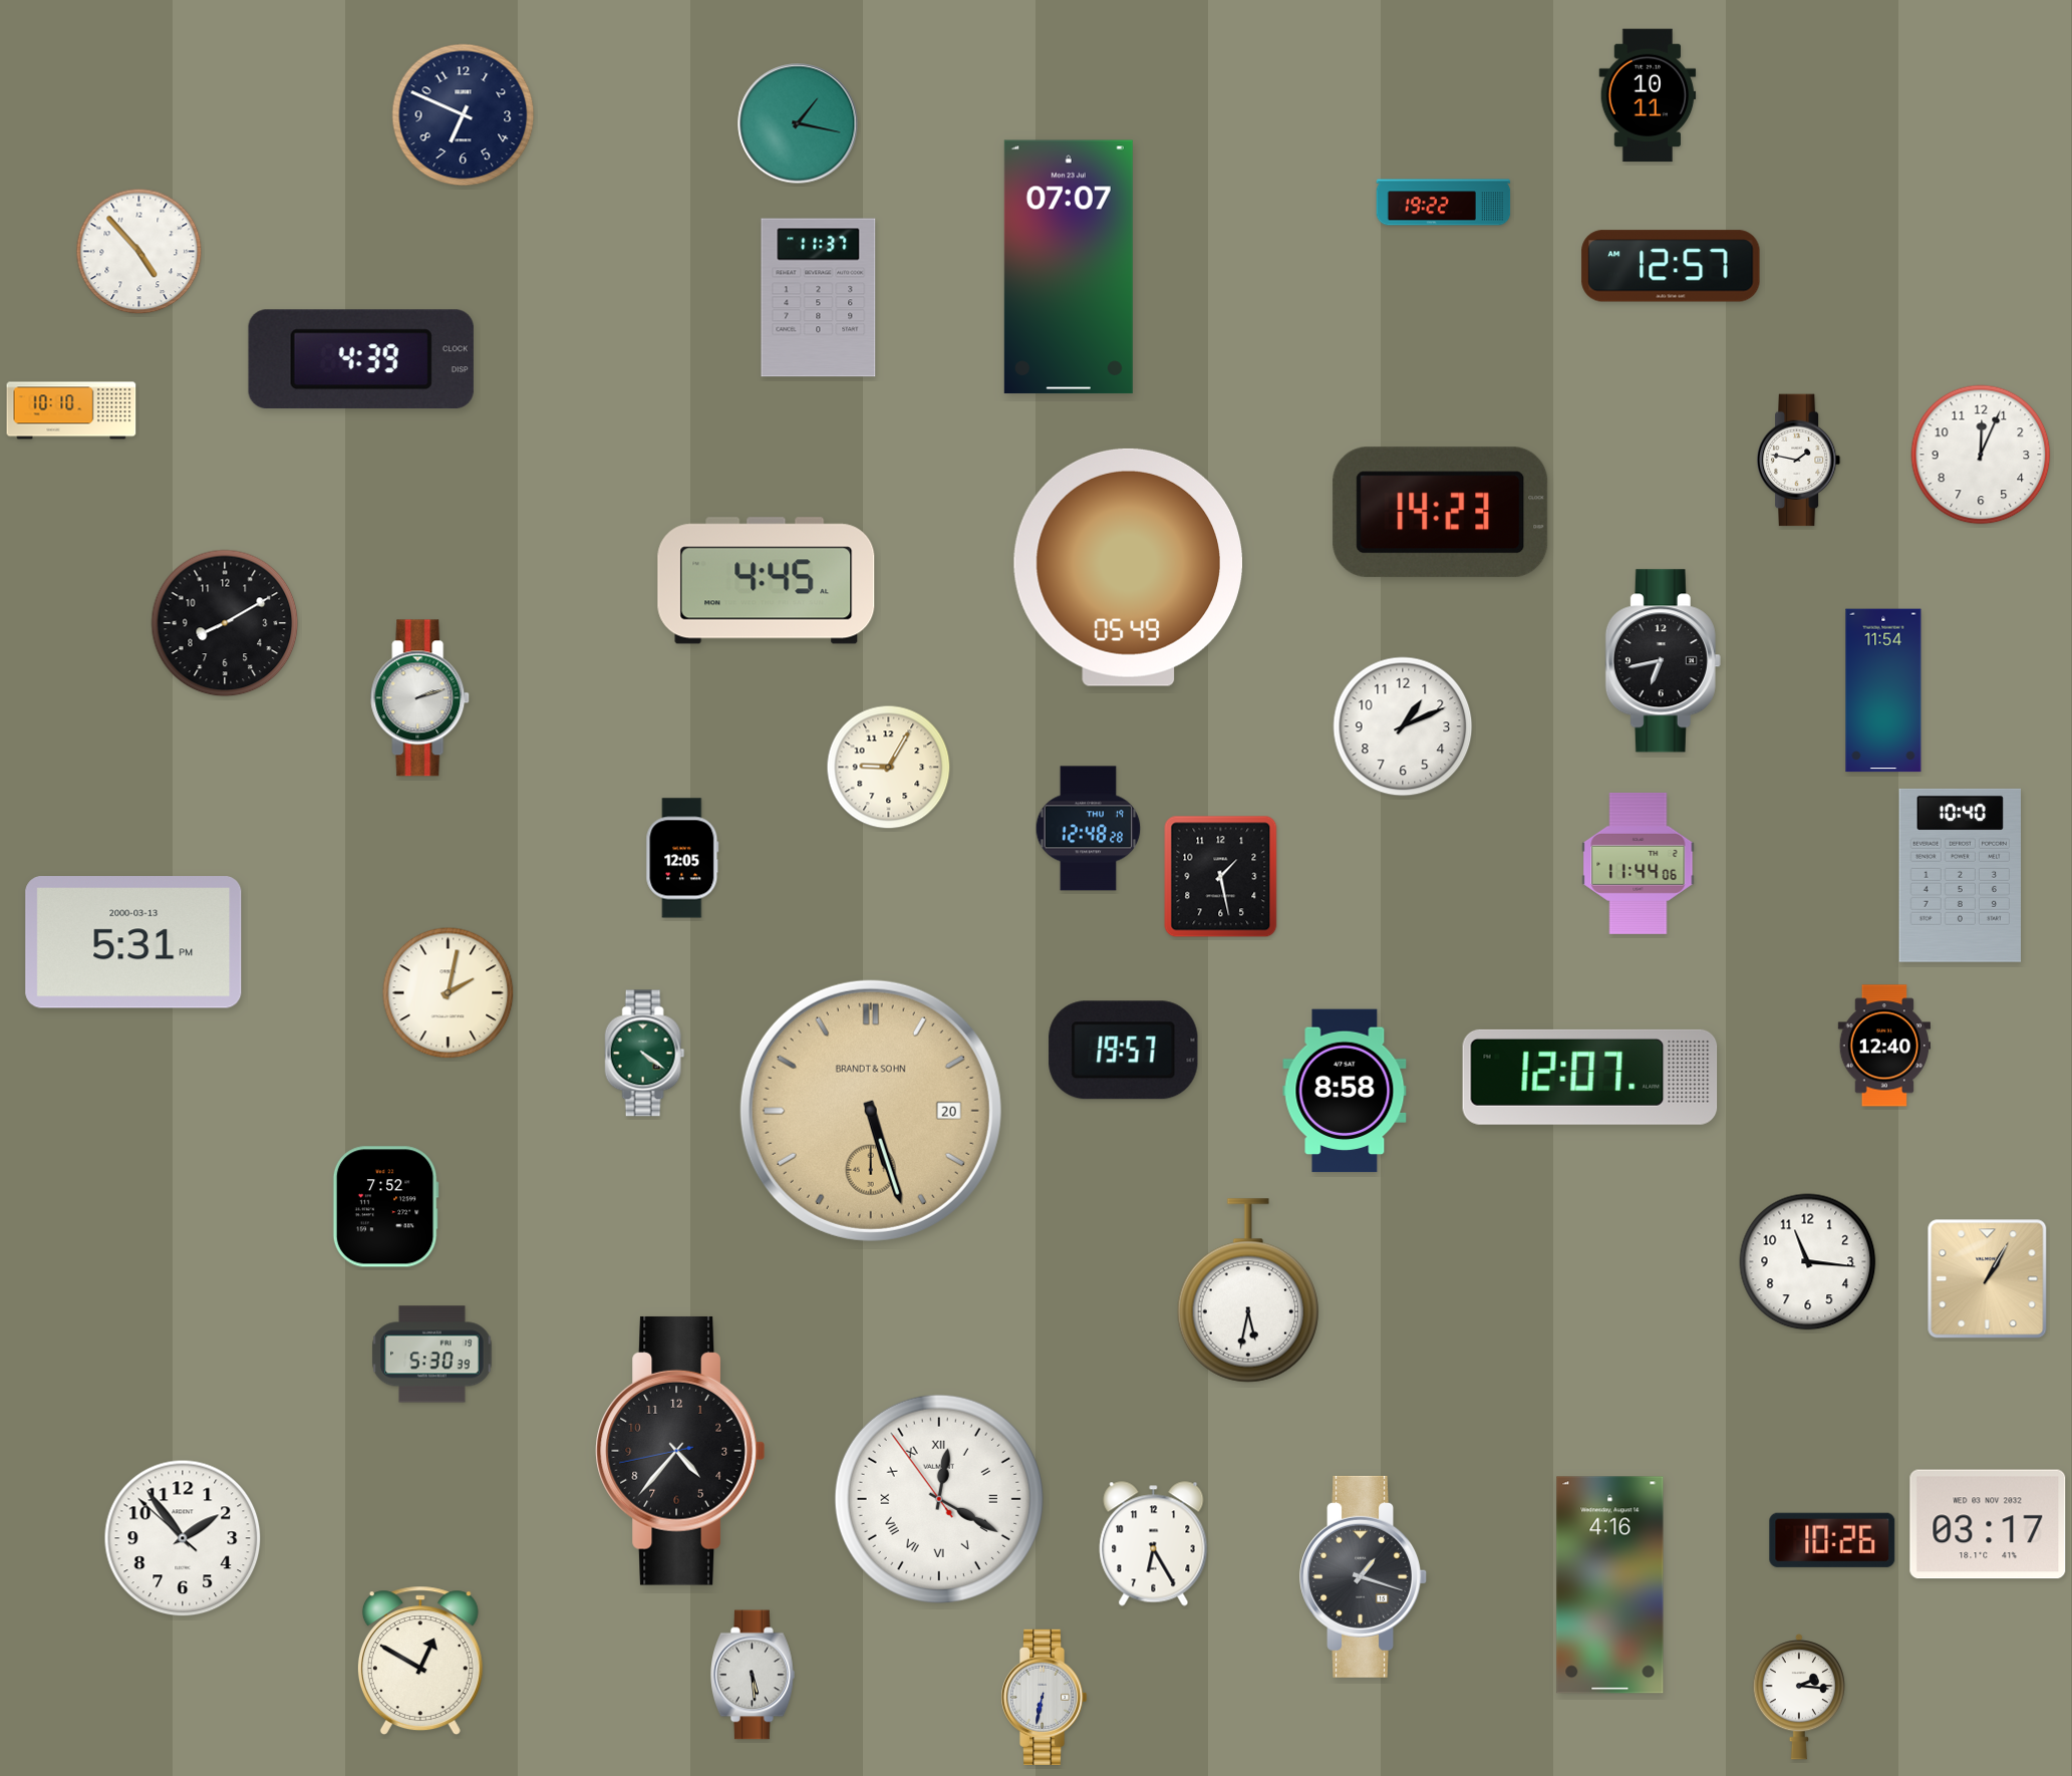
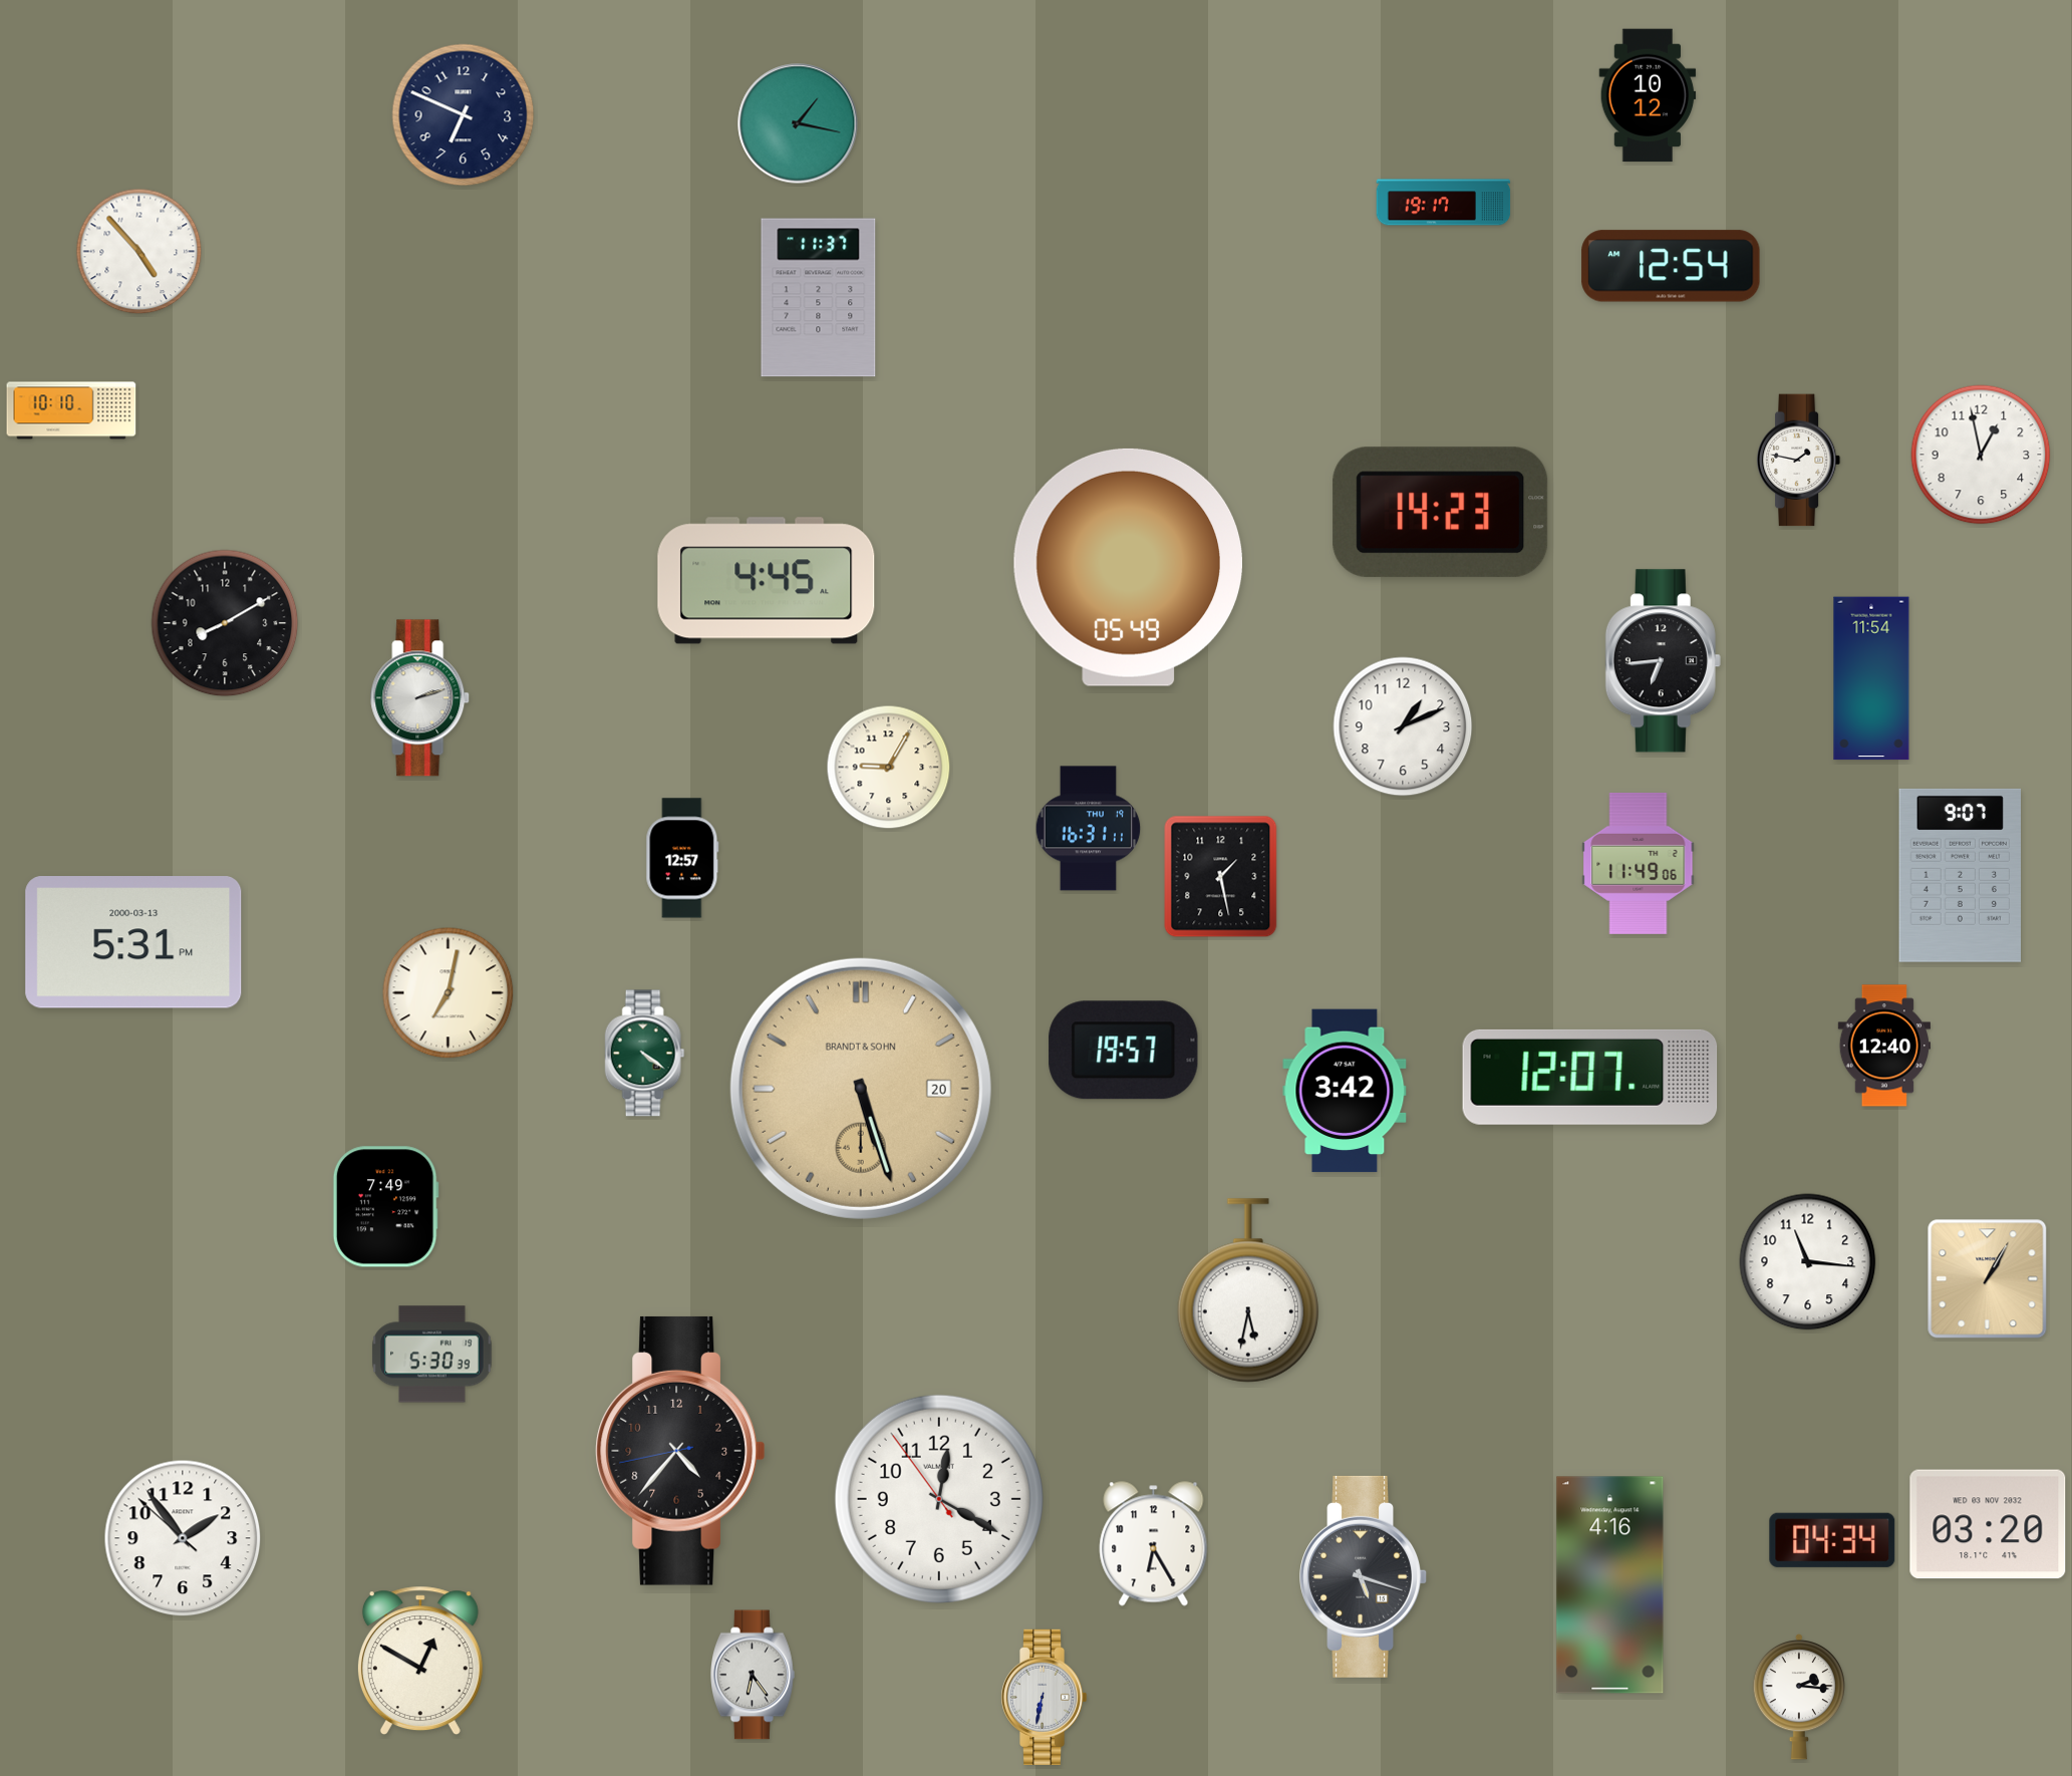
clock at (1648, 95): 10:11 -> 10:12
clock at (1444, 203): 19:22 -> 19:17
clock at (1671, 266): 12:57 -> 12:54
clock at (1069, 267): 07:07 -> none
clock at (361, 359): 4:39 -> none
clock at (1981, 455): 12:04 -> 12:58
clock at (1663, 661): 6:43 -> 6:44
clock at (1883, 690) position: (1883, 690) -> (1871, 678)
clock at (1089, 829): 12:48 -> 16:31
clock at (682, 858): 12:05 -> 12:57
clock at (1639, 863): 11:44 -> 11:49
clock at (1960, 875): 10:40 -> 9:07
clock at (449, 993): 2:02 -> 7:02
clock at (1345, 1091): 8:58 -> 3:42
clock at (871, 1111) position: (871, 1111) -> (861, 1089)
clock at (385, 1207): 7:52 -> 7:49
clock at (939, 1499) numerals: Roman -> Arabic
clock at (1988, 1524): 03:17 -> 03:20
clock at (1832, 1540): 10:26 -> 04:34
clock at (1364, 1576): 1:18 -> 5:18
clock at (754, 1675): 5:29 -> 6:24
